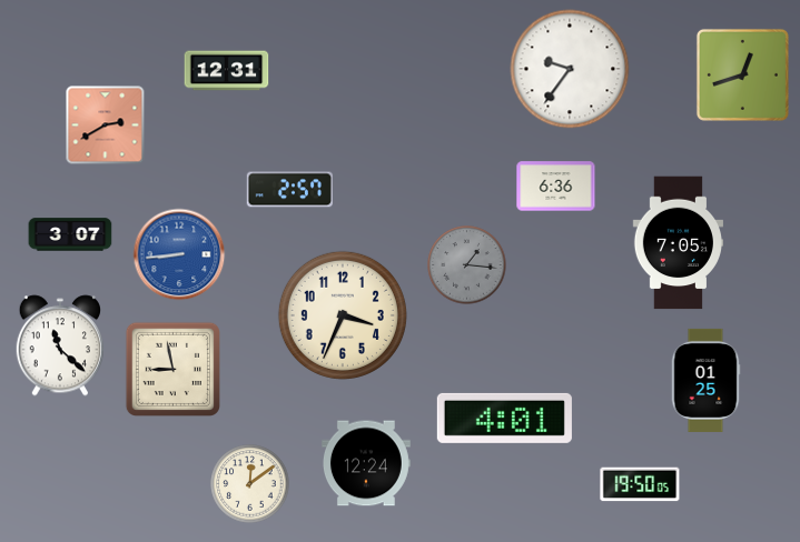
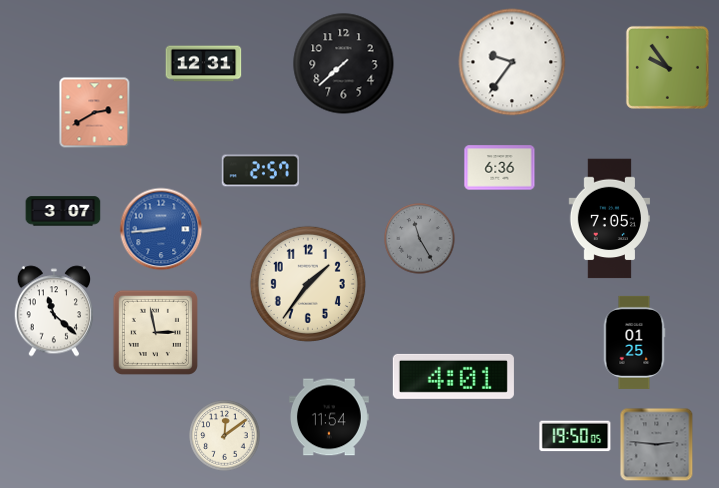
clock at (344, 64): none -> 7:38
clock at (742, 74): 12:42 -> 9:54
clock at (467, 265): 1:16 -> 11:25
clock at (343, 315): 3:34 -> 1:36
clock at (172, 369): 8:58 -> 2:58
clock at (366, 463): 12:24 -> 11:54
clock at (657, 445): none -> 2:46
